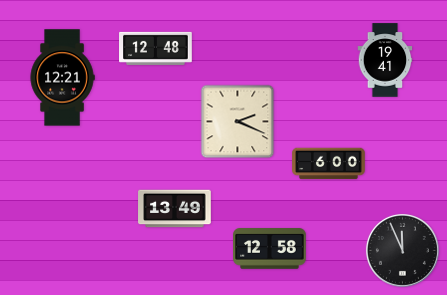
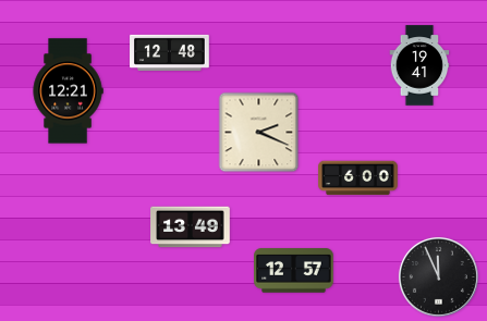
clock at (62, 78) position: (62, 78) -> (68, 91)
clock at (270, 249): 12:58 -> 12:57
clock at (402, 250) position: (402, 250) -> (438, 276)
